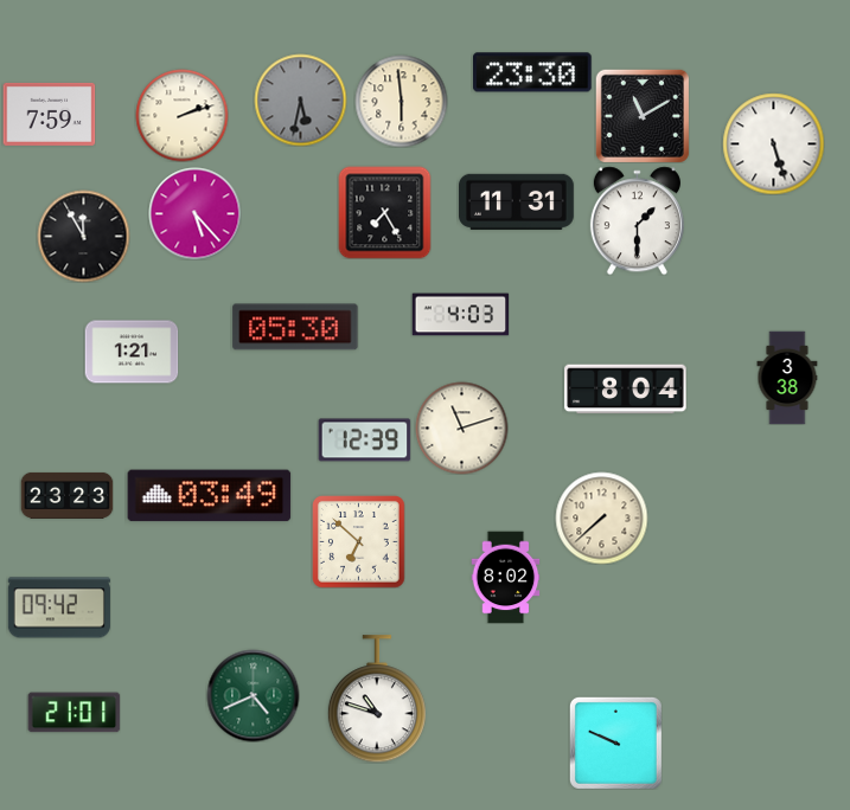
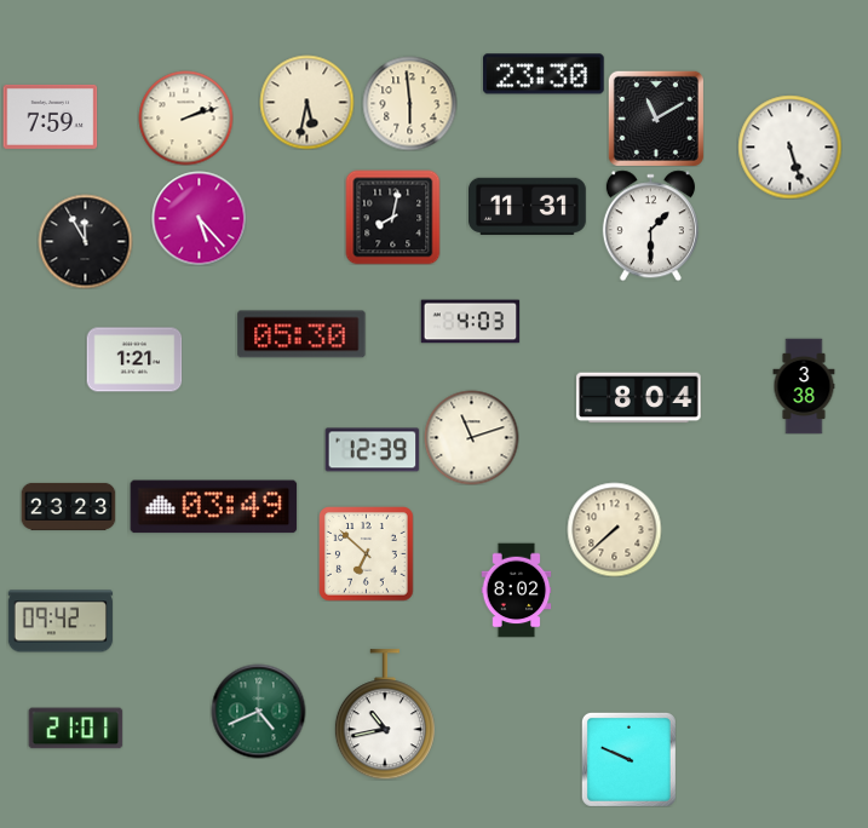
clock at (300, 99) dial: grey -> cream
clock at (384, 212): 7:25 -> 8:02
clock at (377, 699): 10:48 -> 10:43
